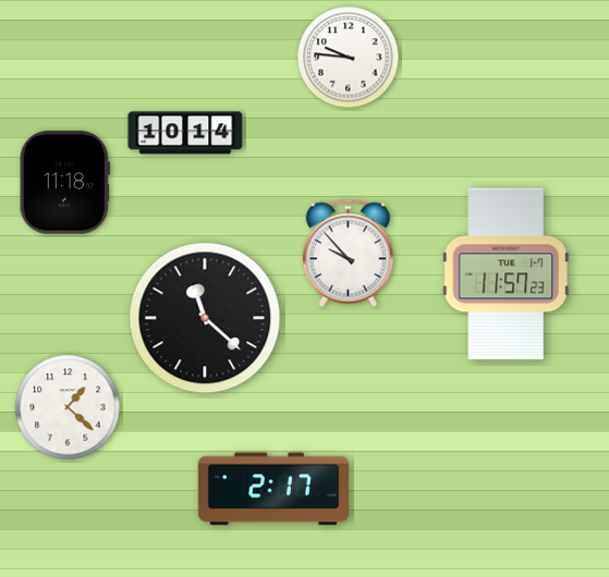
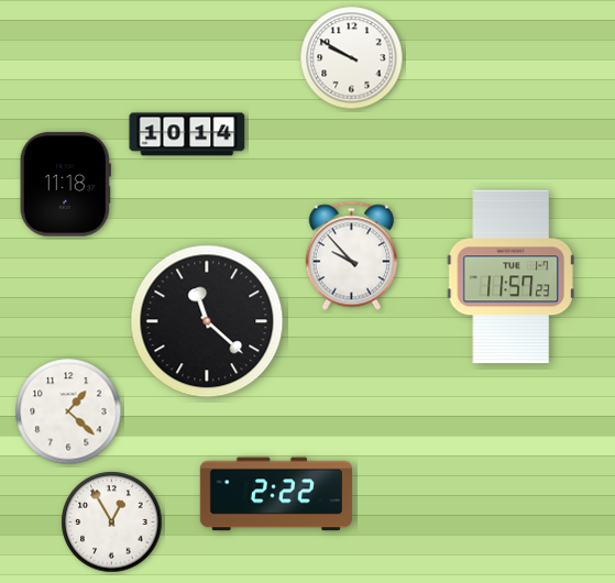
clock at (349, 58): 9:46 -> 9:50
clock at (273, 489): 2:17 -> 2:22
clock at (112, 522): none -> 12:55
